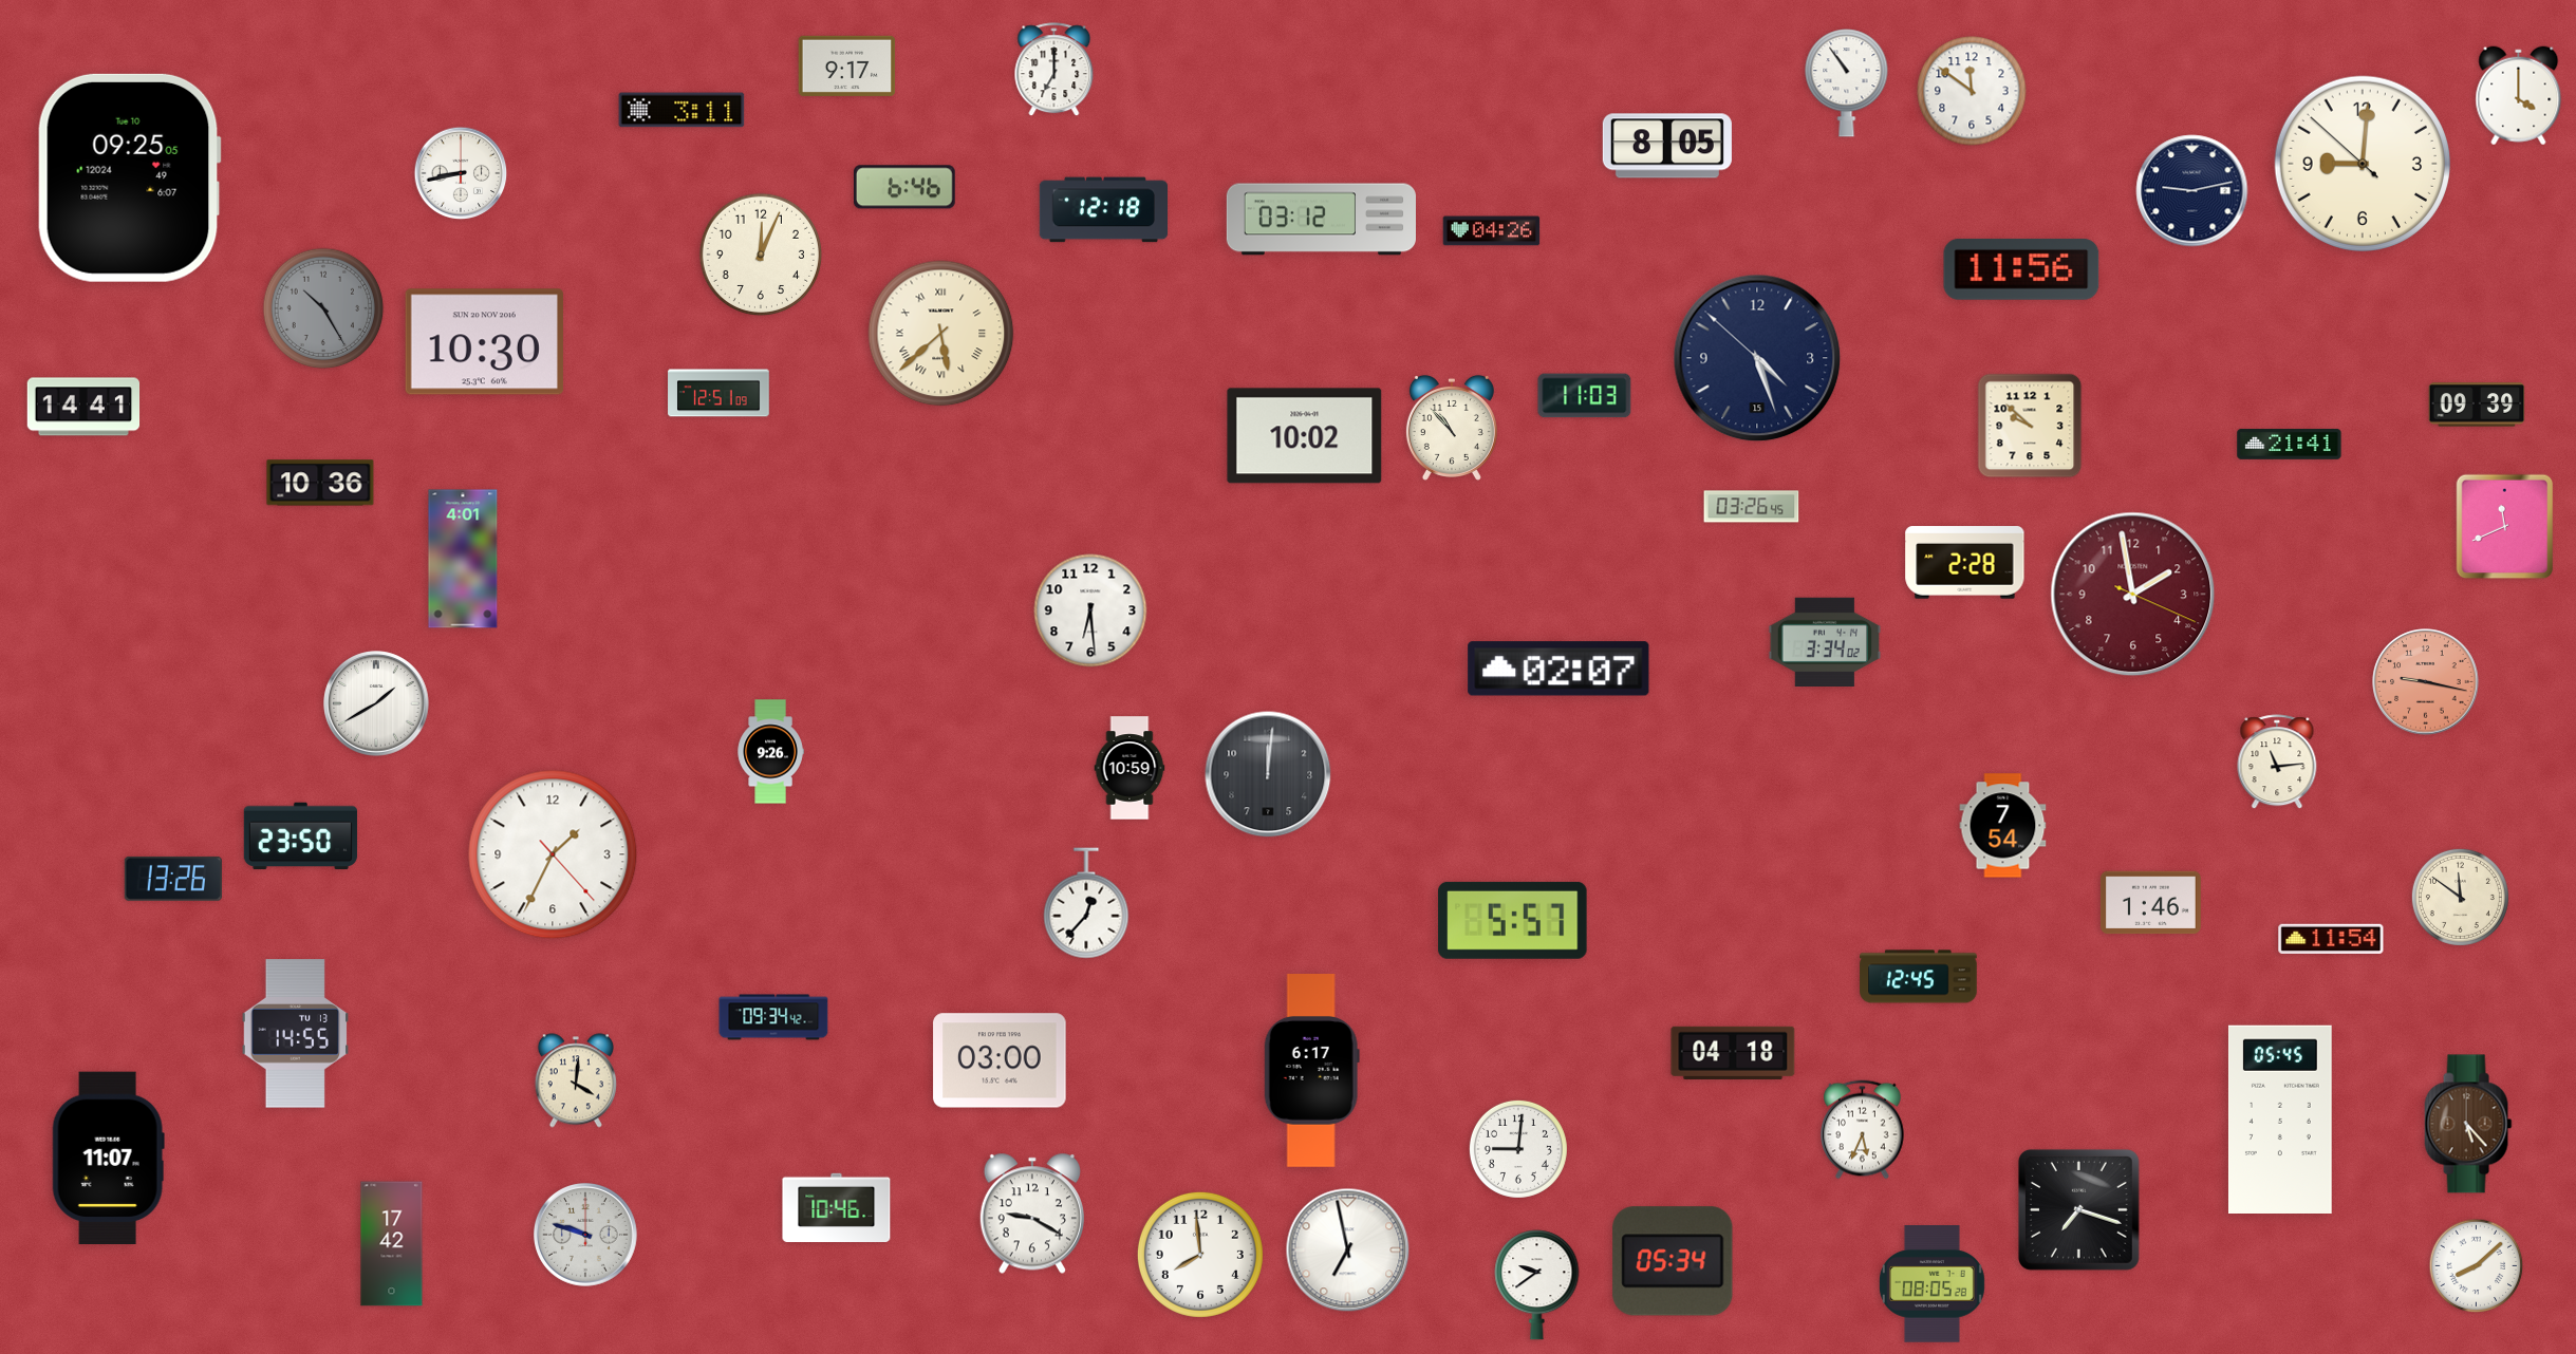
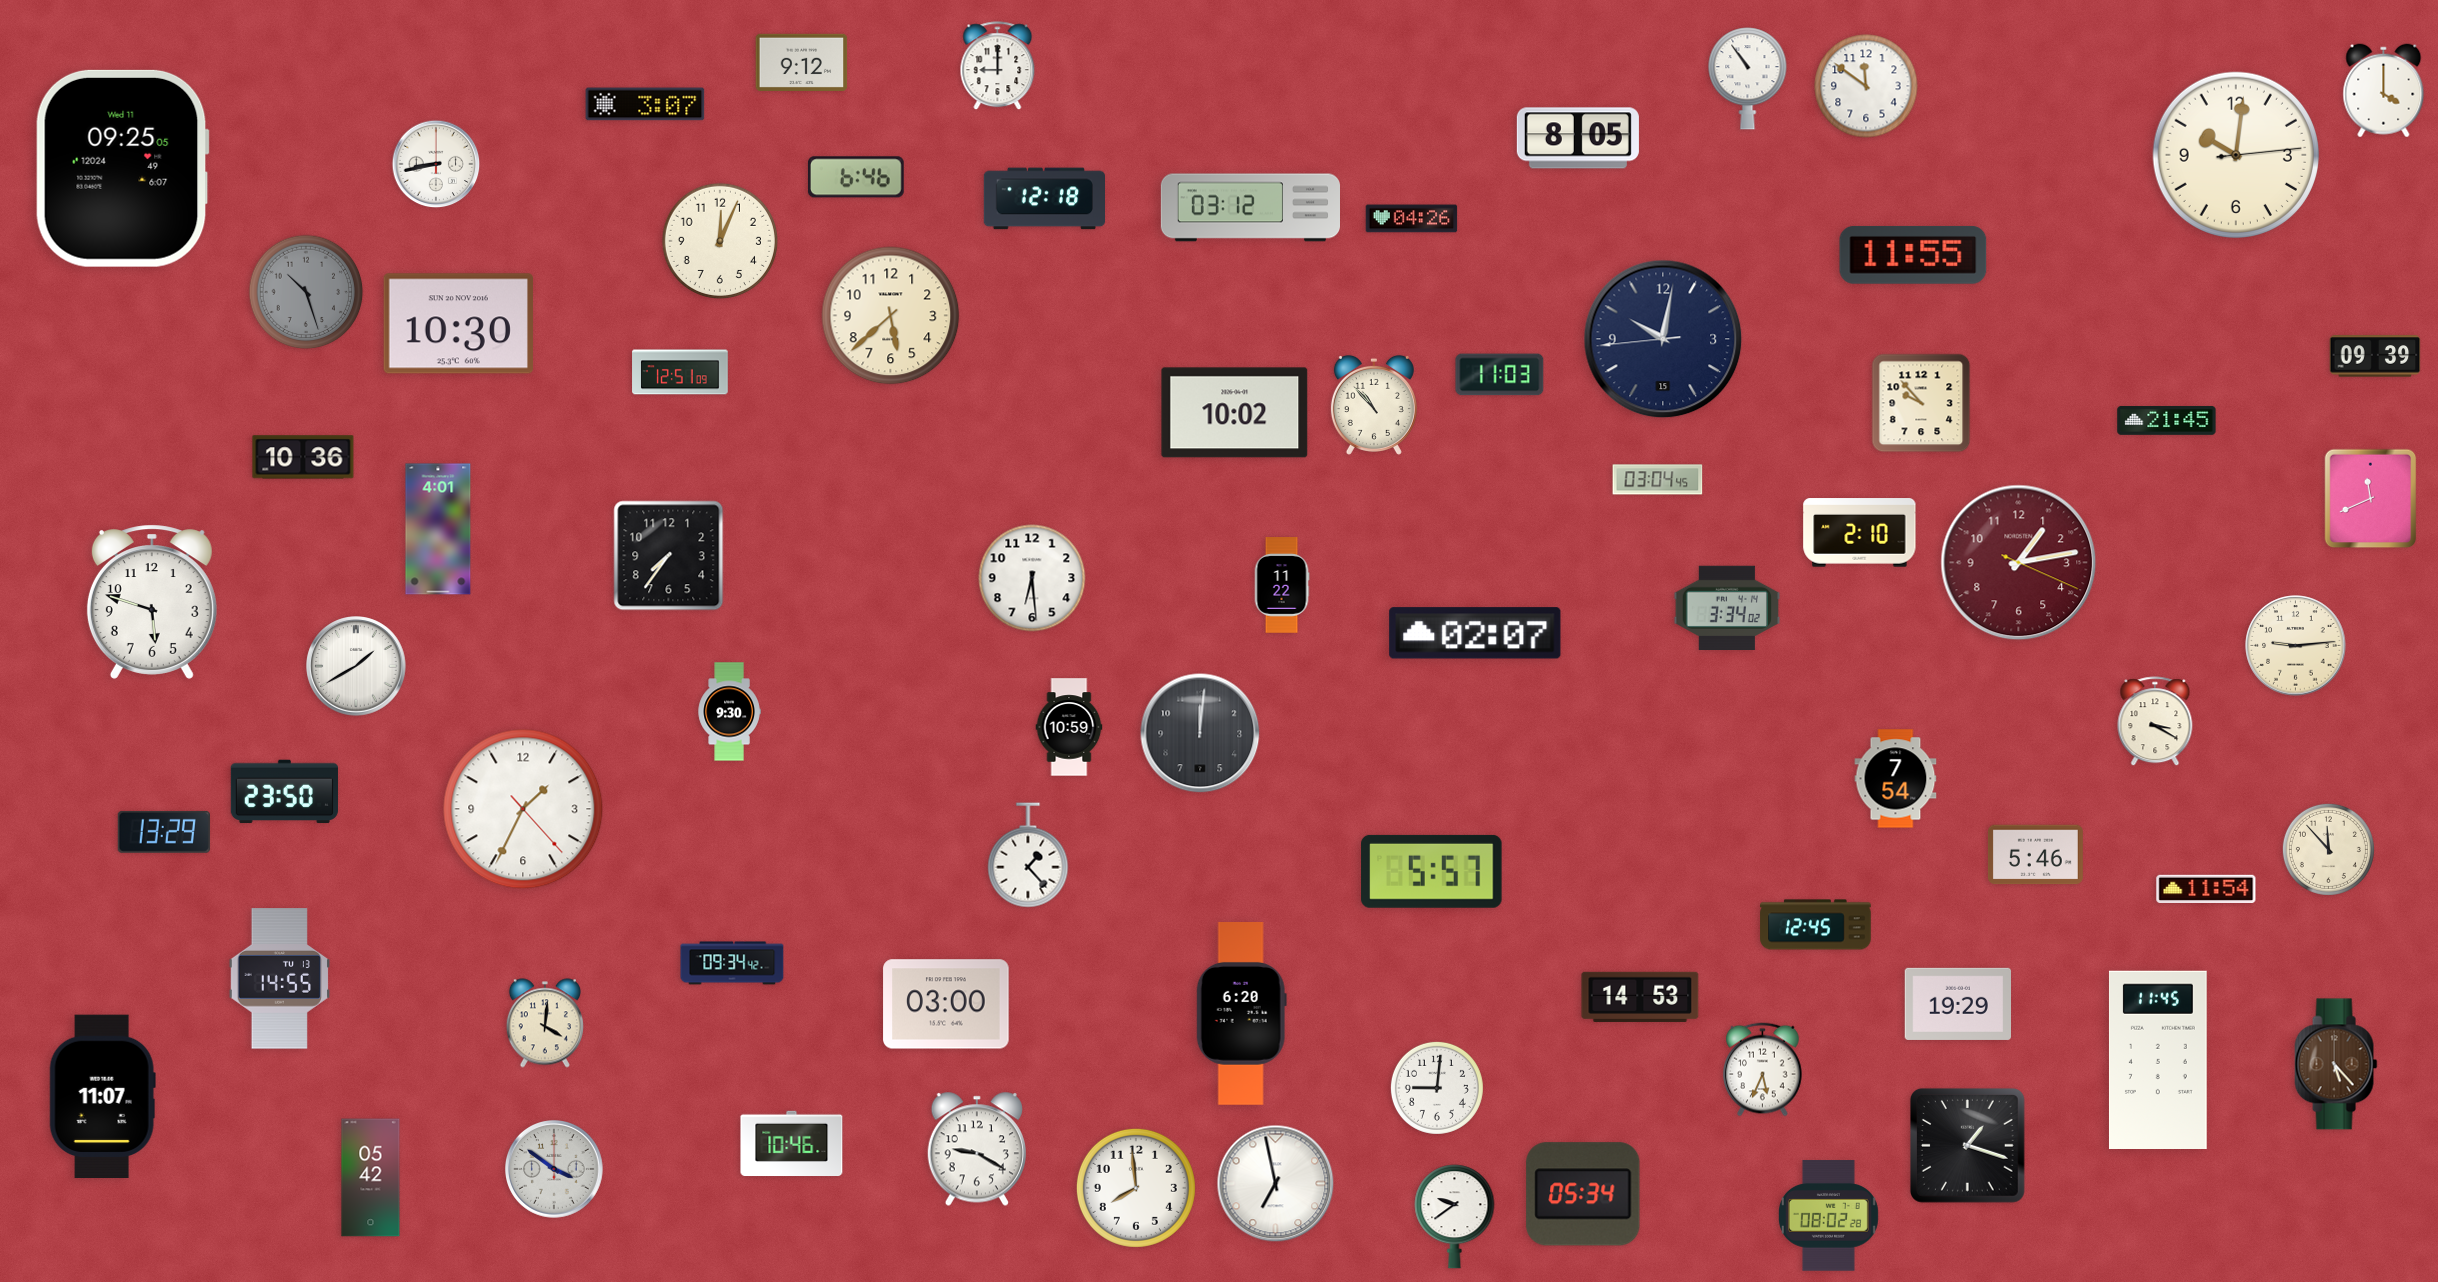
clock at (847, 65): 9:17 -> 9:12
clock at (1054, 70): 7:00 -> 9:00
clock at (682, 110): 3:11 -> 3:07
clock at (2362, 163): 9:00 -> 10:01
clock at (129, 177) date: Tue 10 -> Wed 11
clock at (2192, 191): 9:13 -> none
clock at (2021, 269): 11:56 -> 11:55
clock at (323, 308): 10:25 -> 10:27
clock at (941, 334) numerals: Roman -> Arabic
clock at (1757, 358): 4:26 -> 10:01
clock at (2477, 405) position: (2477, 405) -> (2375, 356)
clock at (83, 407): 14:41 -> none
clock at (2030, 426): 9:52 -> 9:53
clock at (2290, 445): 21:41 -> 21:45
clock at (1752, 507): 03:26 -> 03:04
clock at (1965, 563): 2:28 -> 2:10
clock at (669, 556): none -> 7:36
clock at (2133, 595): 1:58 -> 1:13
clock at (1282, 585): none -> 11:22
clock at (152, 602): none -> 5:48
clock at (2426, 682): 9:17 -> 9:14
clock at (2426, 682) dial: salmon -> cream
clock at (770, 752): 9:26 -> 9:30
clock at (2277, 763): 11:14 -> 3:20
clock at (2003, 826) position: (2003, 826) -> (1896, 779)
clock at (173, 879): 13:26 -> 13:29
clock at (2460, 897): 11:51 -> 11:53
clock at (1086, 903): 12:37 -> 1:23
clock at (2150, 903): 1:46 -> 5:46
clock at (1733, 1053): 04:18 -> 14:53
clock at (1958, 1004): none -> 19:29
clock at (1311, 1071): 6:17 -> 6:20
clock at (2280, 1118): 05:45 -> 11:45
clock at (2078, 1209): 7:18 -> 1:18
clock at (586, 1236): 9:48 -> 3:51
clock at (392, 1244): 17:42 -> 05:42
clock at (2477, 1266): 8:08 -> none
clock at (1931, 1284): 08:05 -> 08:02
